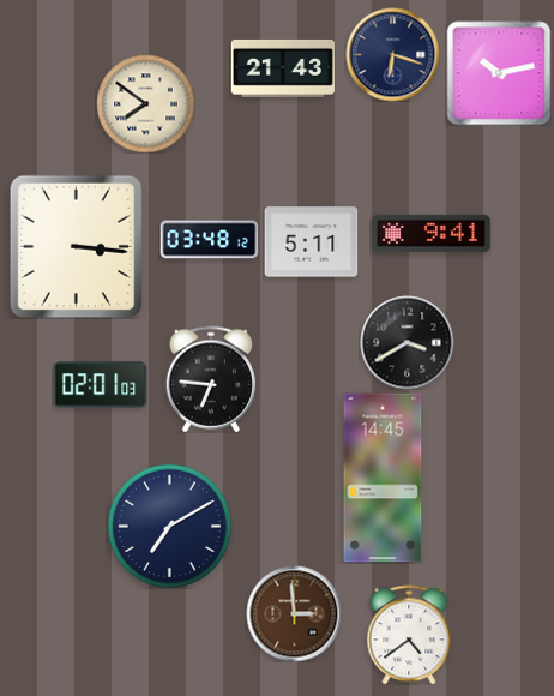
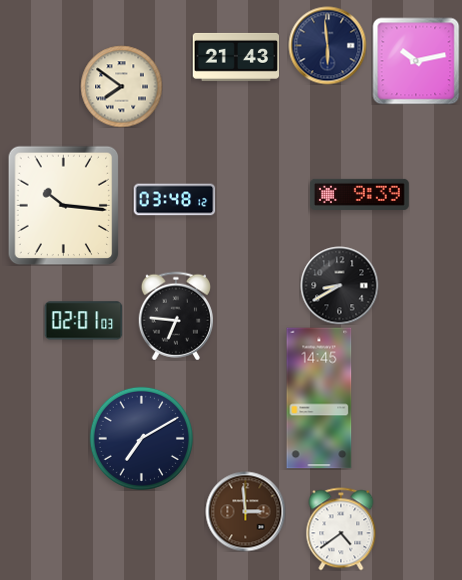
clock at (392, 54): 6:18 -> 5:59
clock at (432, 233): 9:41 -> 9:39
clock at (311, 242): 5:11 -> none
clock at (77, 246): 3:16 -> 10:16
clock at (407, 342): 3:40 -> 8:40
